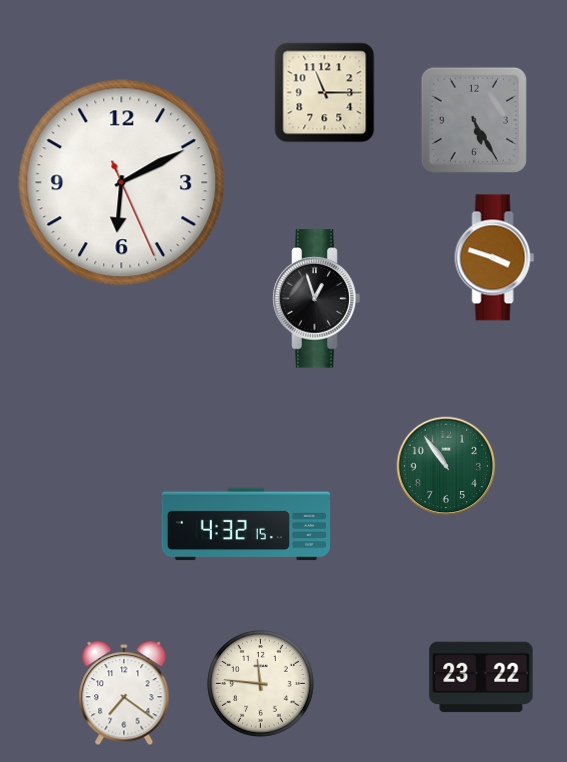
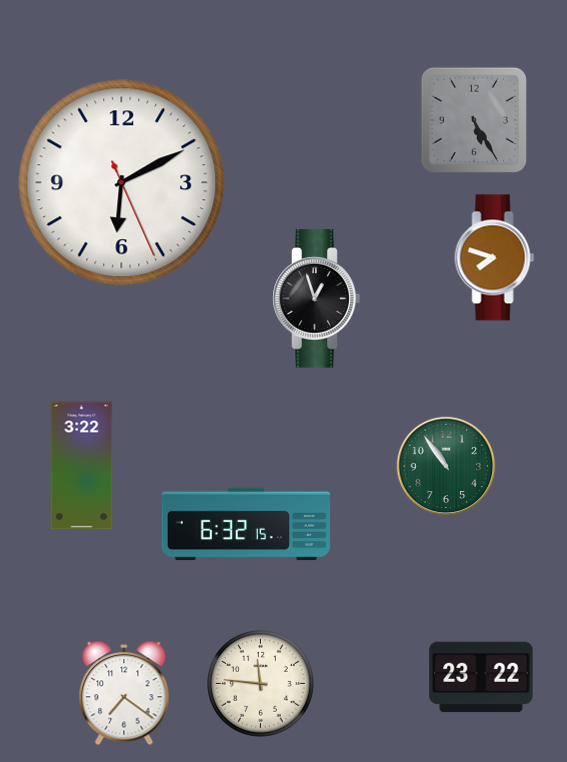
clock at (325, 93): 11:15 -> none
clock at (495, 258): 3:48 -> 7:48
clock at (82, 466): none -> 3:22
clock at (246, 524): 4:32 -> 6:32
